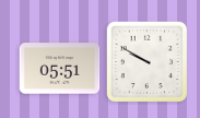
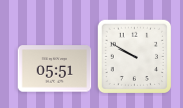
clock at (60, 69) position: (60, 69) -> (55, 69)
